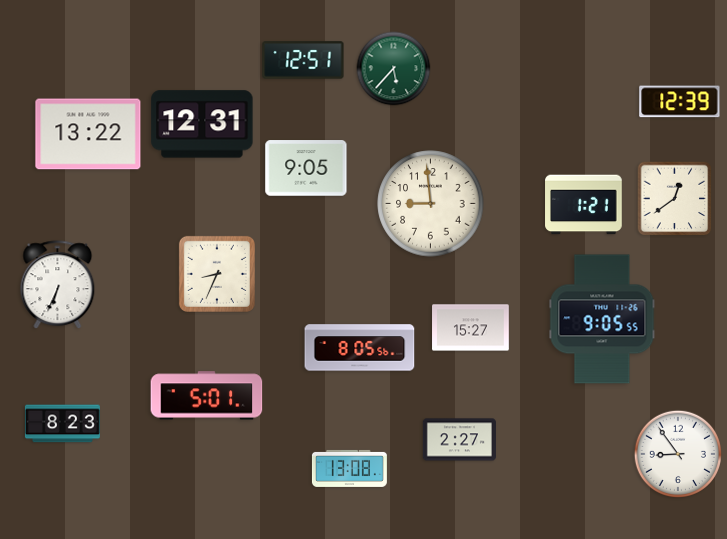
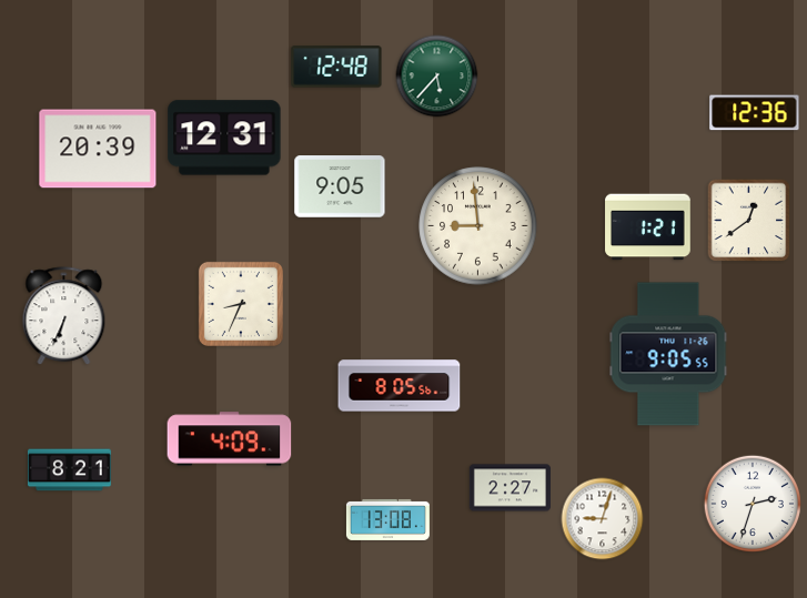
clock at (303, 60): 12:51 -> 12:48
clock at (680, 102): 12:39 -> 12:36
clock at (88, 134): 13:22 -> 20:39
clock at (471, 328): 15:27 -> none
clock at (207, 396): 5:01 -> 4:09
clock at (62, 424): 8:23 -> 8:21
clock at (678, 454): 8:54 -> 2:33
clock at (603, 519): none -> 9:03
